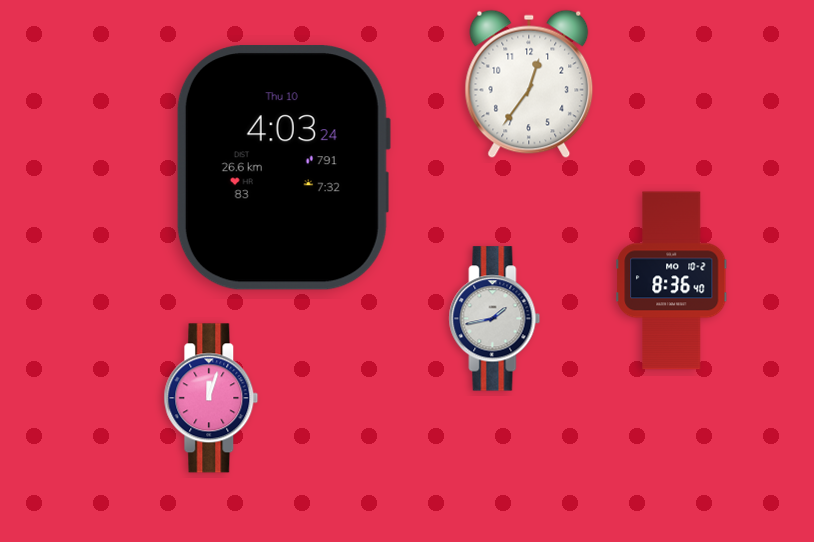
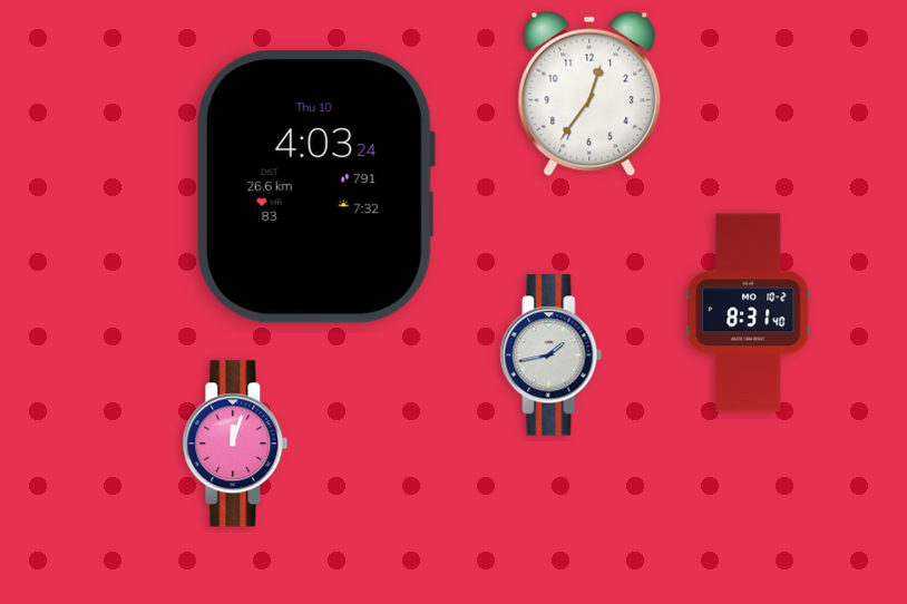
clock at (672, 281): 8:36 -> 8:31
